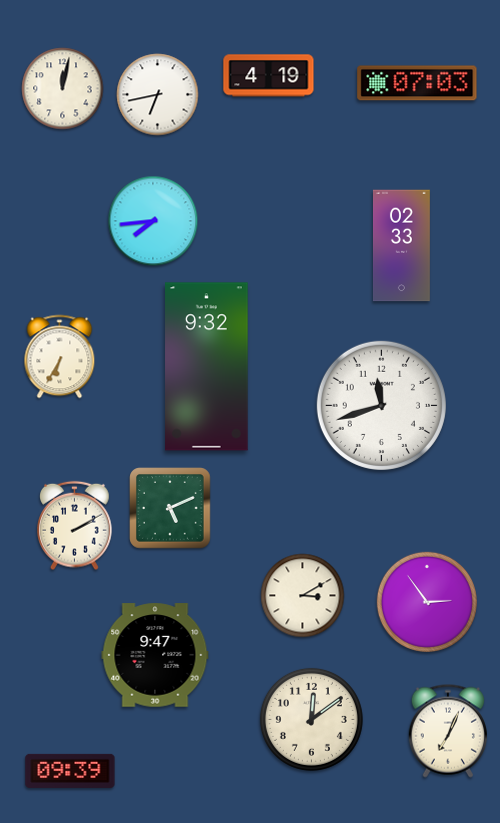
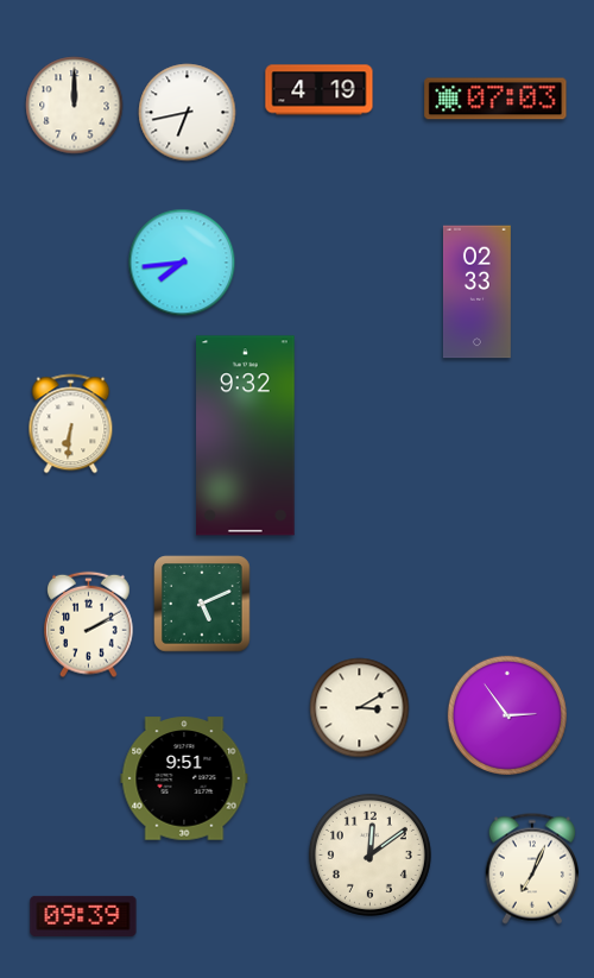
clock at (63, 89): 12:02 -> 12:00
clock at (60, 357): 6:35 -> 6:31
clock at (381, 405): 11:42 -> none
clock at (155, 655): 9:47 -> 9:51
